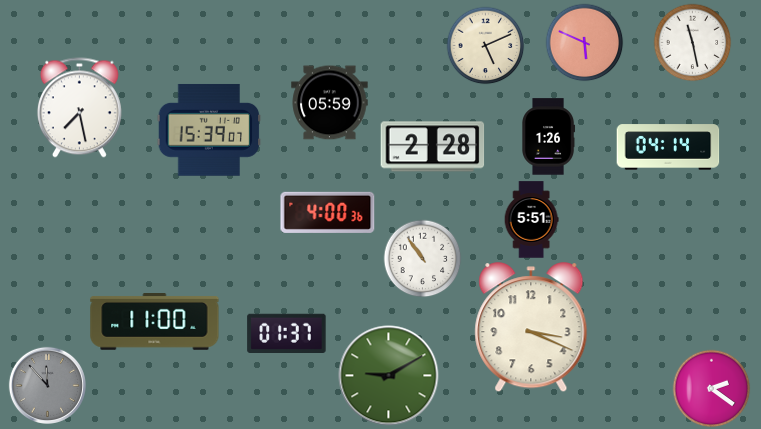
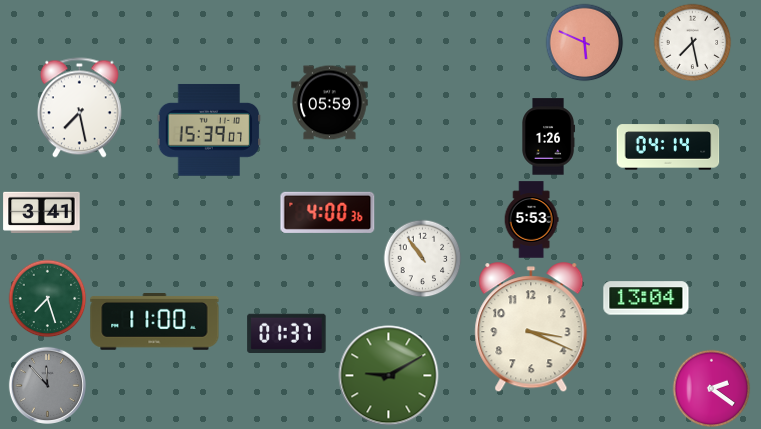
clock at (692, 42): 11:28 -> 7:28
clock at (485, 45): 5:11 -> none
clock at (433, 147): 2:28 -> none
clock at (42, 212): none -> 3:41
clock at (531, 220): 5:51 -> 5:53
clock at (47, 298): none -> 7:27
clock at (646, 298): none -> 13:04
